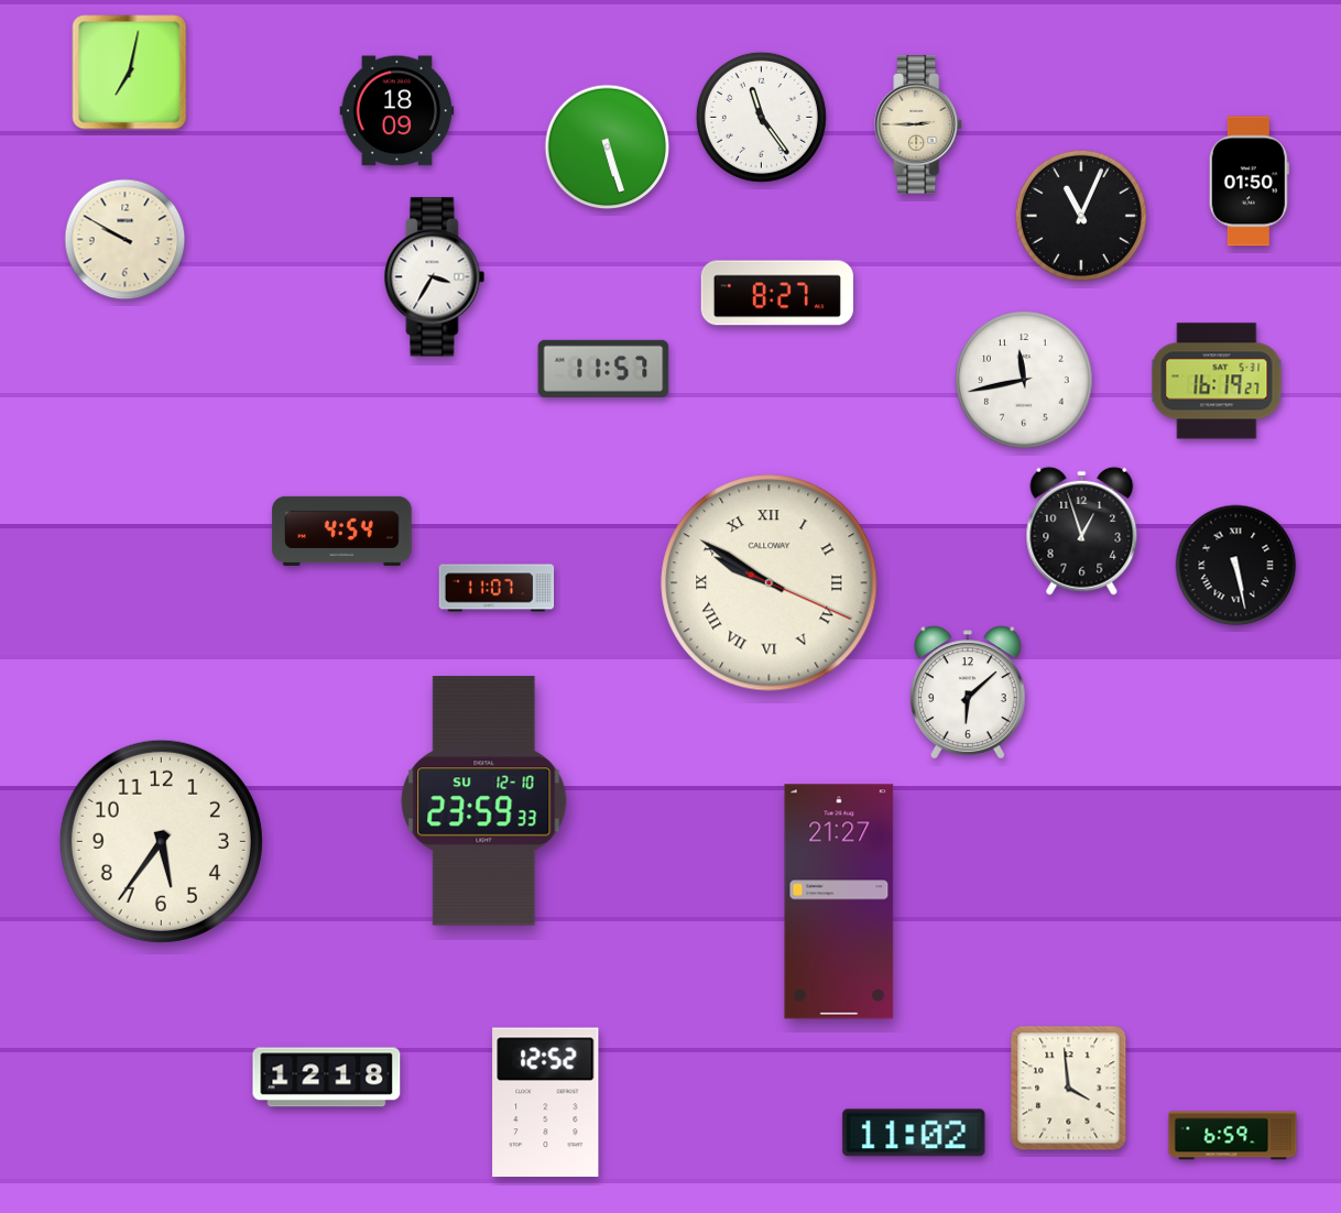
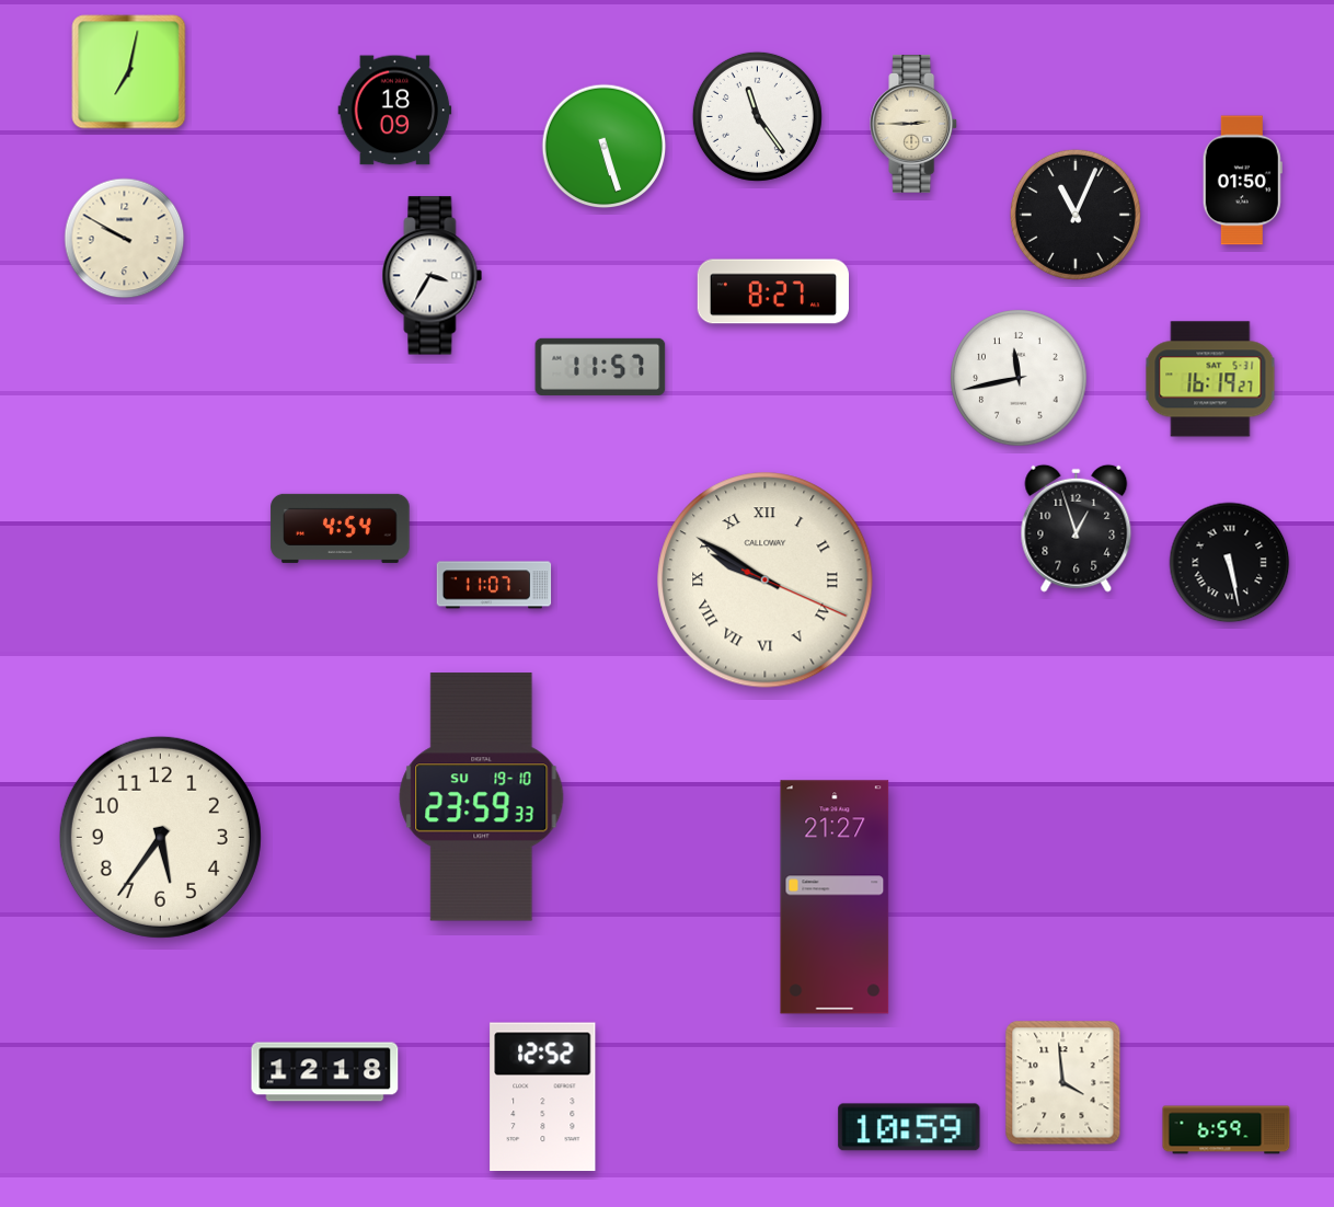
clock at (968, 692): 6:08 -> none
clock at (484, 801) date: SU 12-10 -> SU 19-10
clock at (914, 1133): 11:02 -> 10:59
